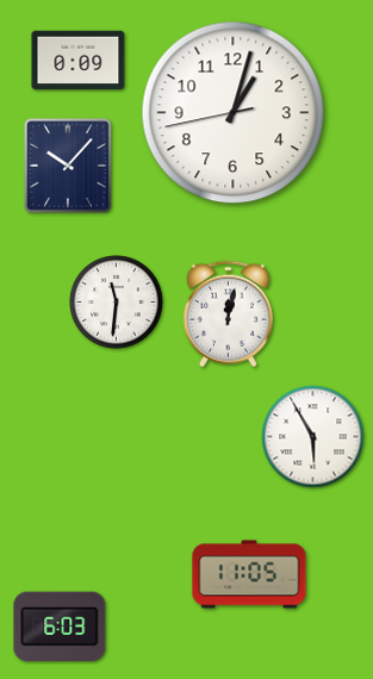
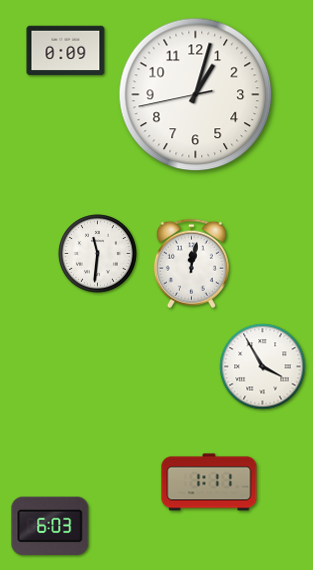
clock at (68, 166): 10:07 -> none
clock at (313, 437): 5:55 -> 3:55
clock at (249, 574): 11:05 -> 1:11
